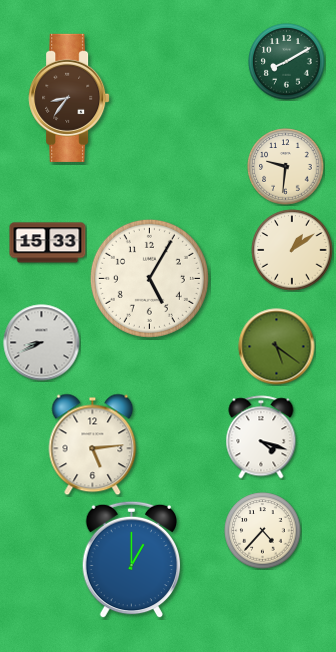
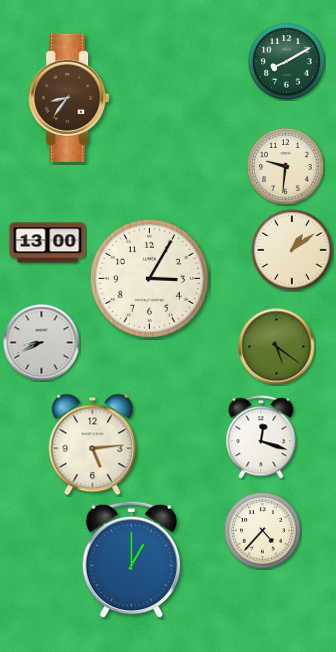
clock at (48, 243): 15:33 -> 13:00
clock at (149, 278): 5:05 -> 3:05
clock at (261, 437): 4:18 -> 12:18
